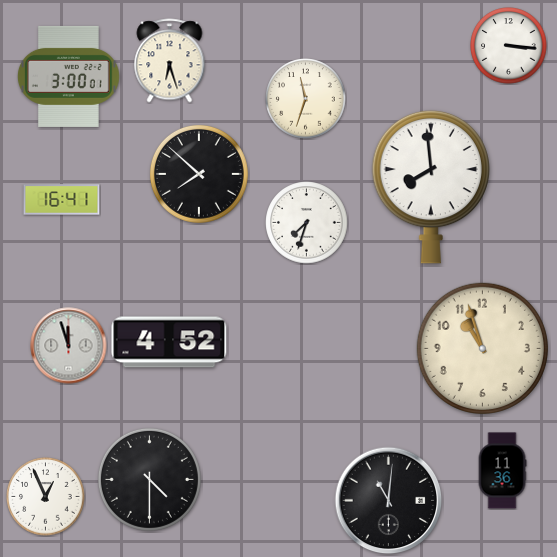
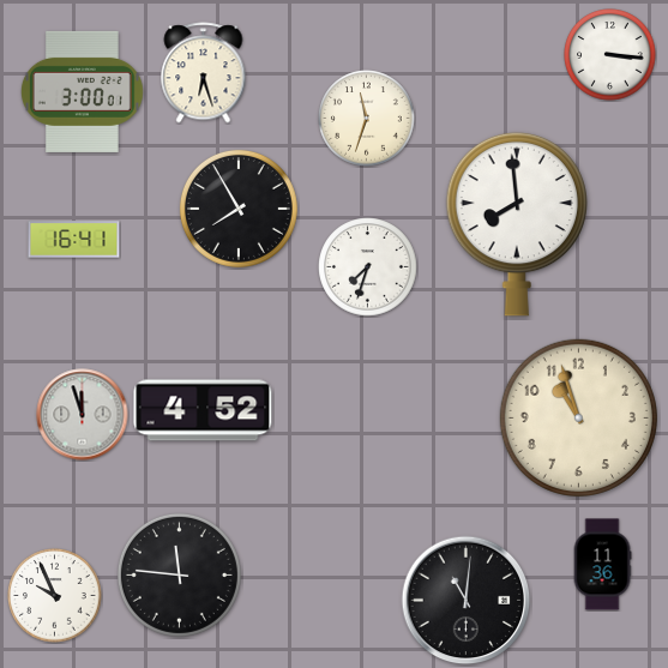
clock at (199, 174): 7:52 -> 7:55
clock at (149, 479): 4:30 -> 11:46
clock at (46, 497): 12:56 -> 9:56
